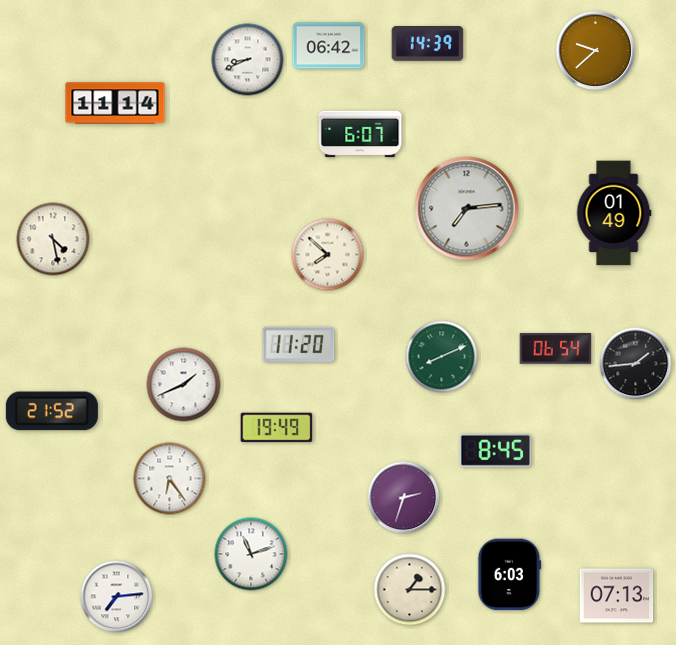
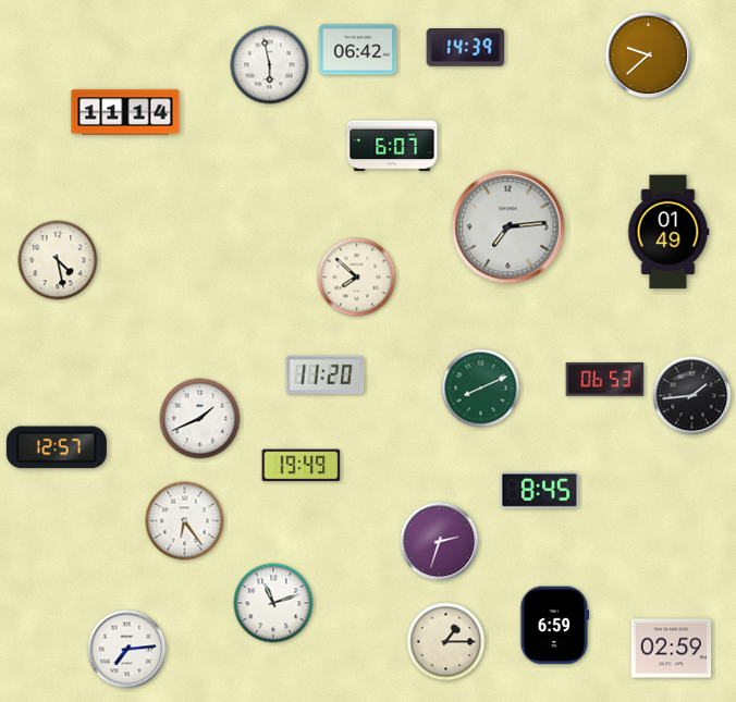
clock at (248, 60): 8:41 -> 5:58
clock at (556, 349): 06:54 -> 06:53
clock at (52, 411): 21:52 -> 12:57
clock at (510, 575): 6:03 -> 6:59
clock at (617, 596): 07:13 -> 02:59
